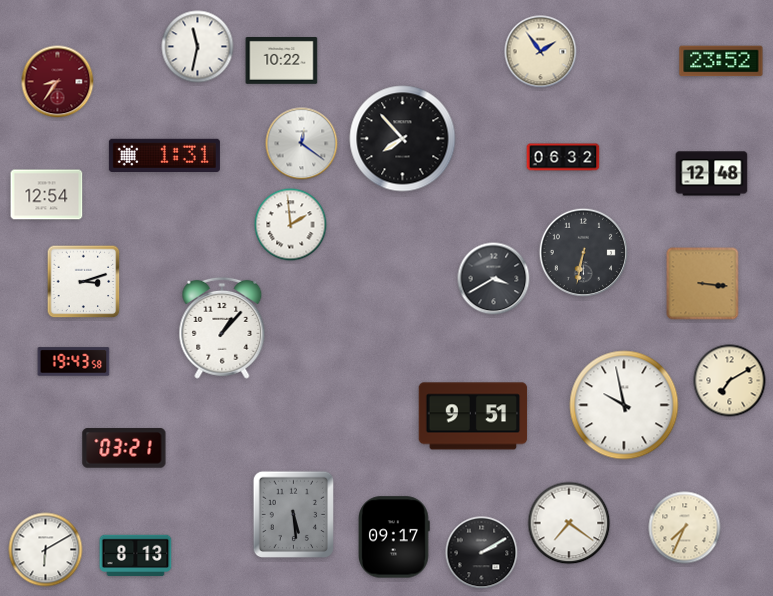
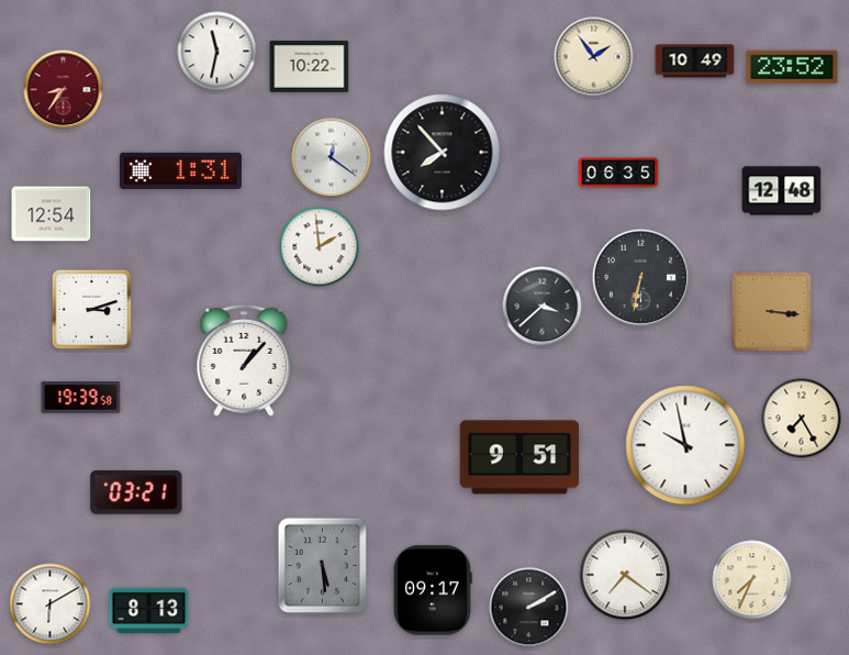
clock at (695, 62): none -> 10:49
clock at (563, 157): 06:32 -> 06:35
clock at (494, 279): 3:40 -> 3:38
clock at (74, 362): 19:43 -> 19:39
clock at (730, 381): 7:10 -> 7:25
